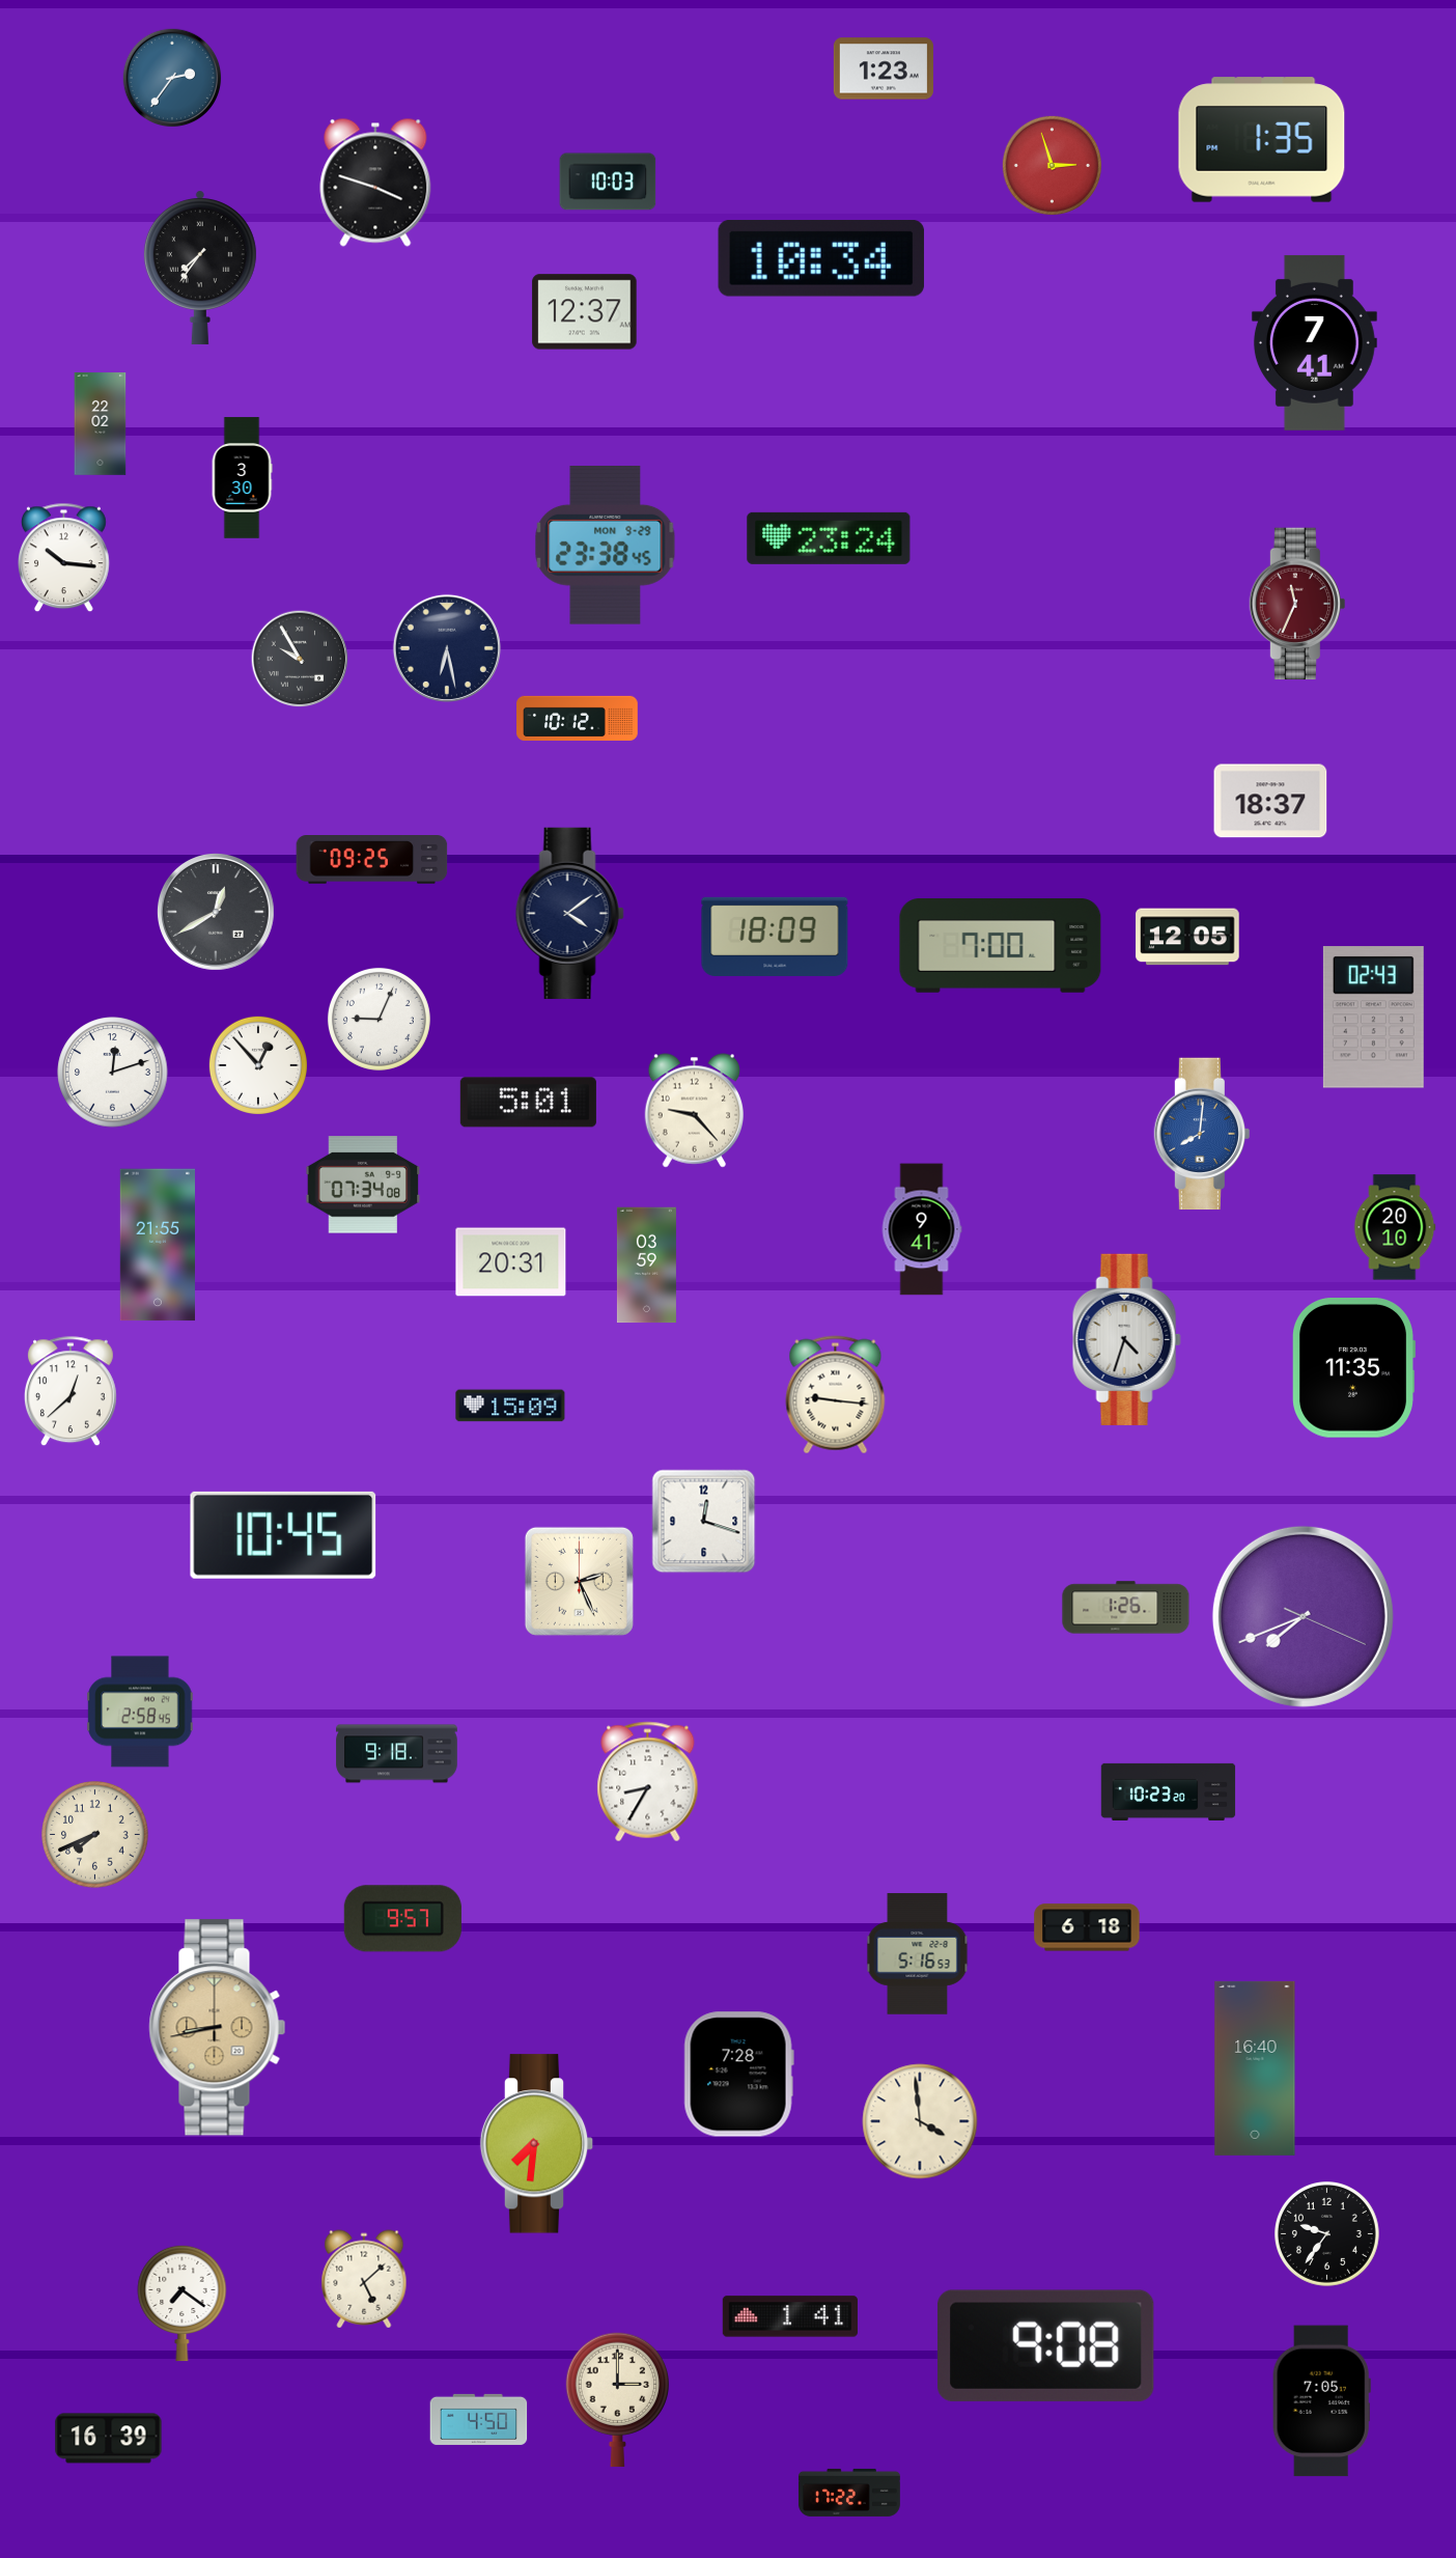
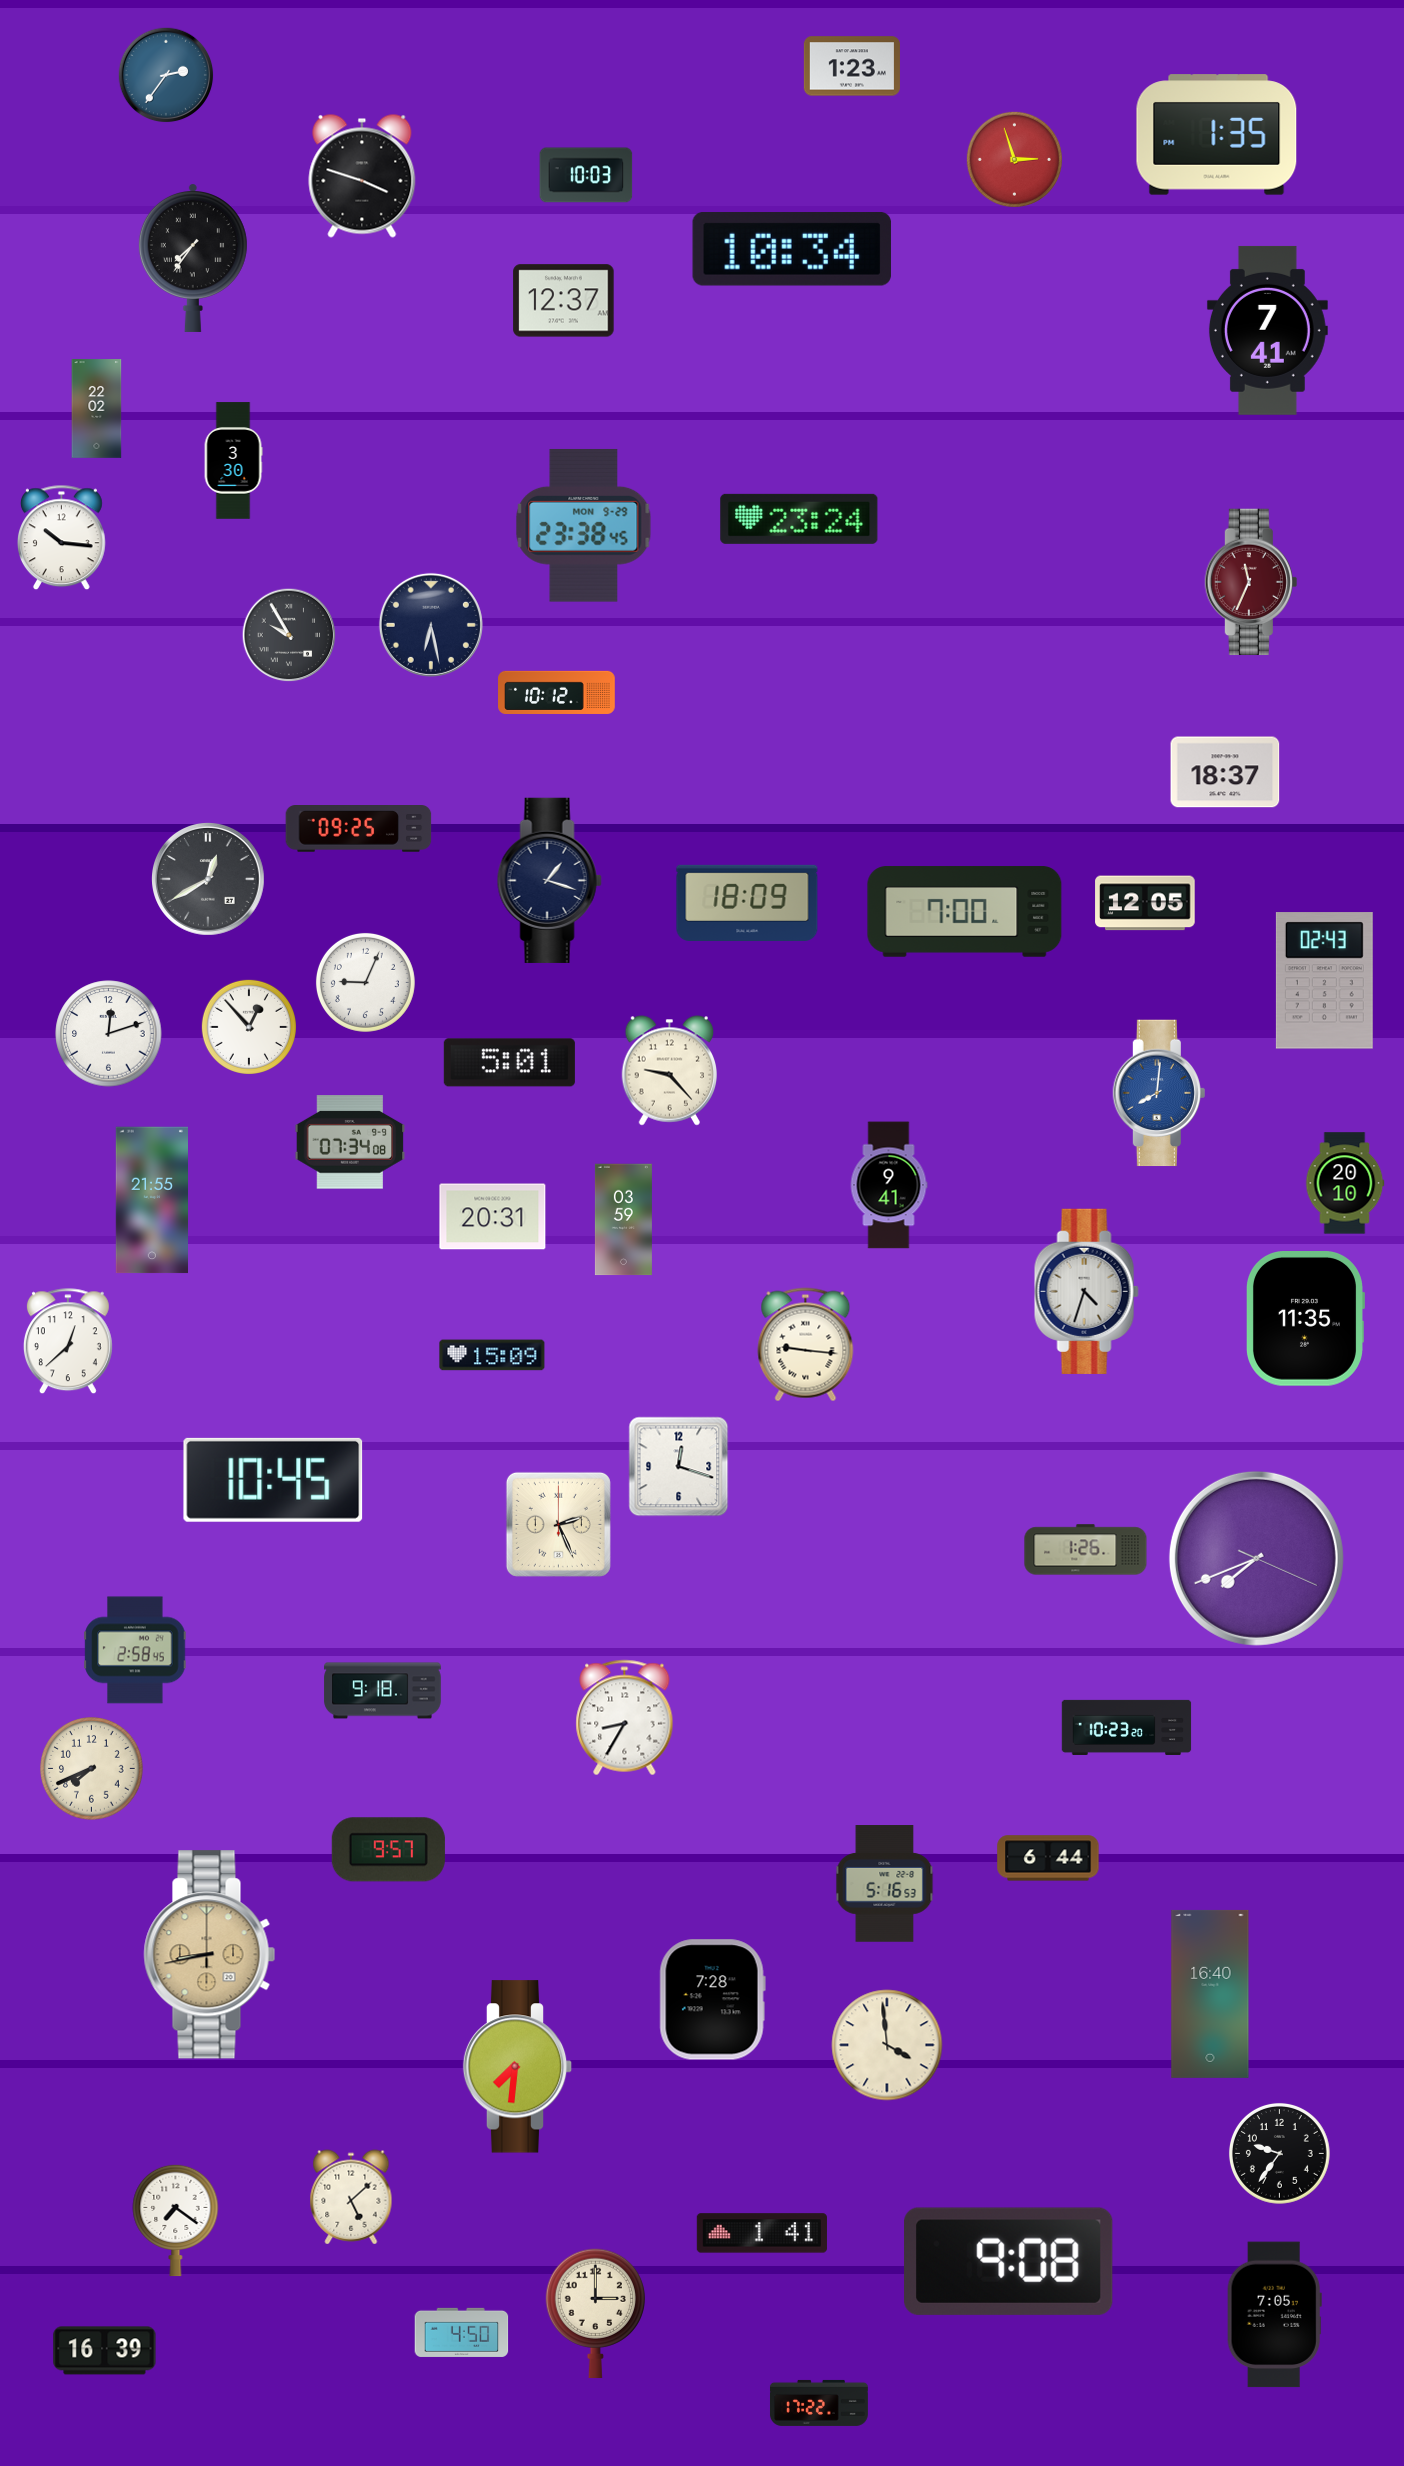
clock at (569, 913): 4:09 -> 1:18
clock at (1087, 1927): 6:18 -> 6:44
